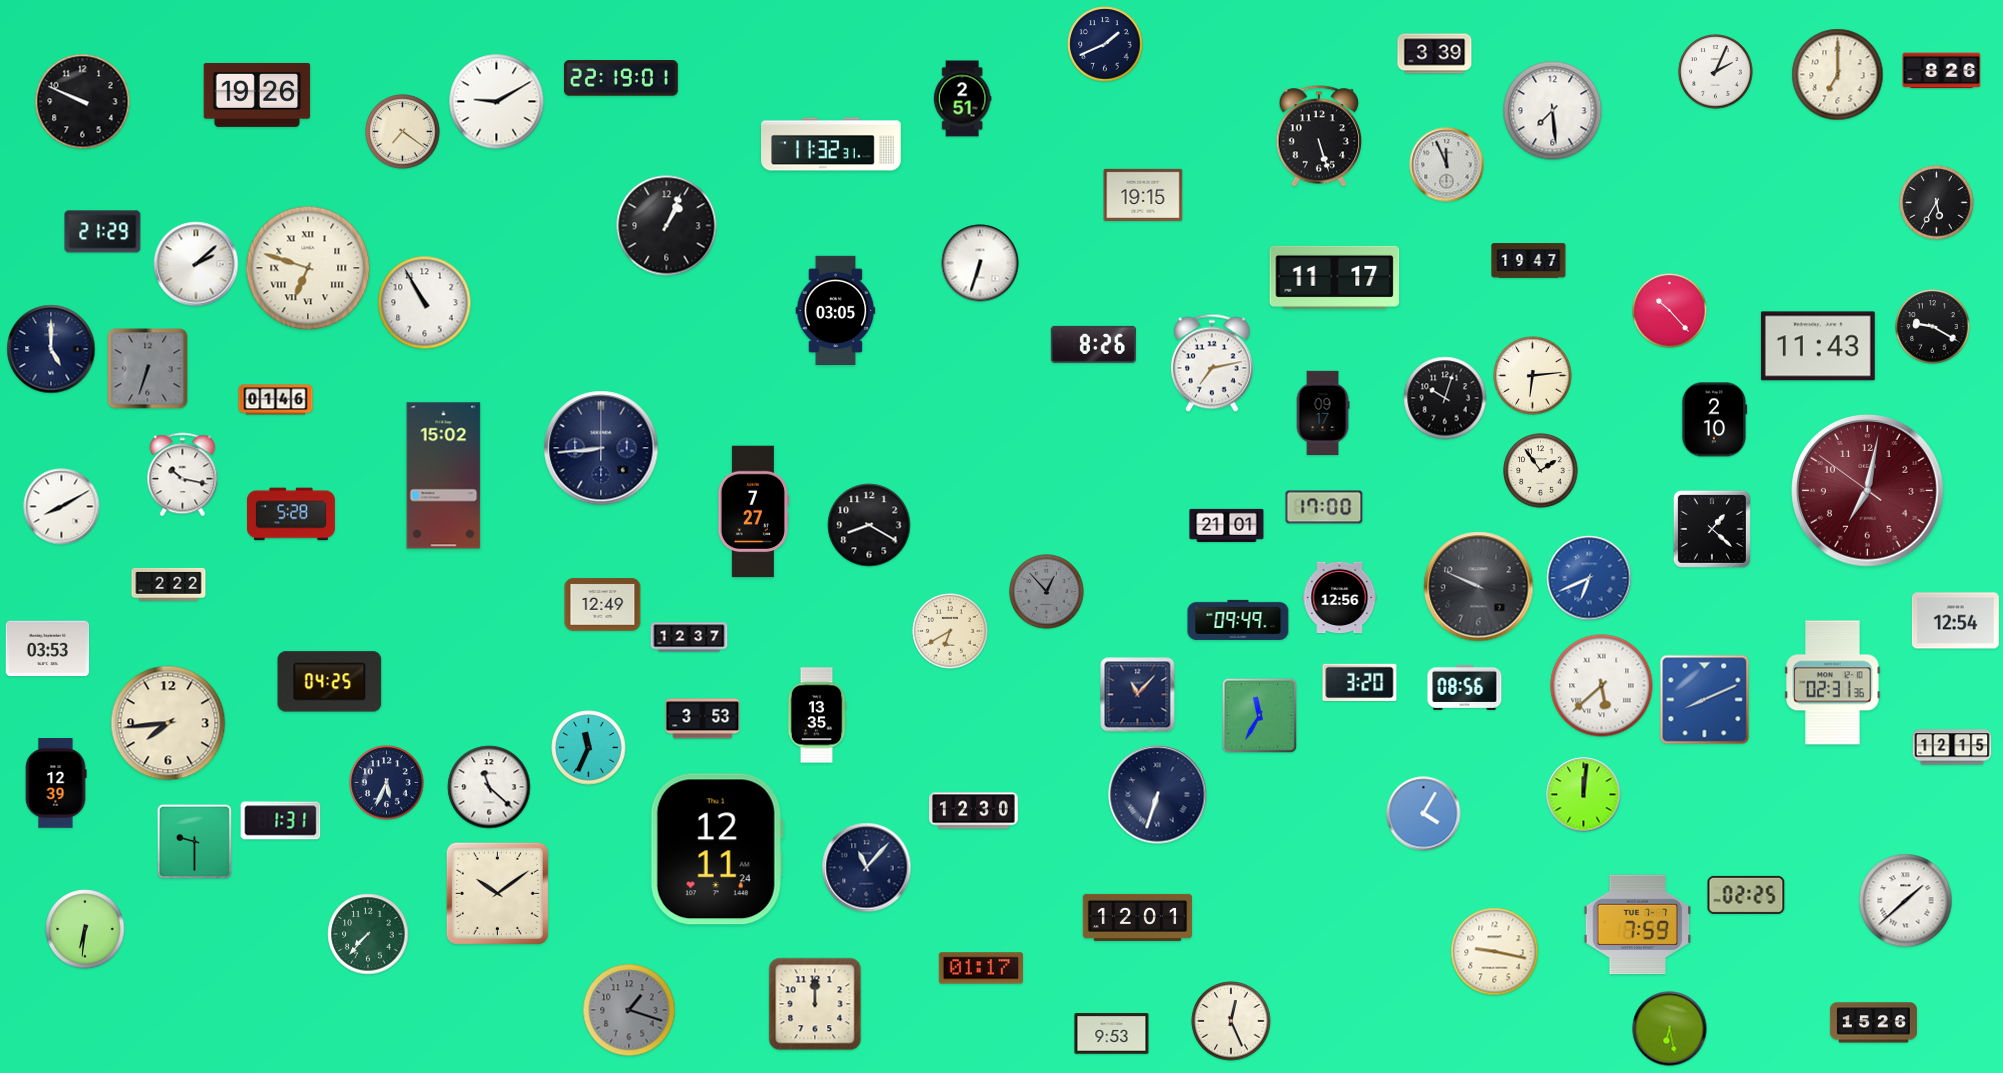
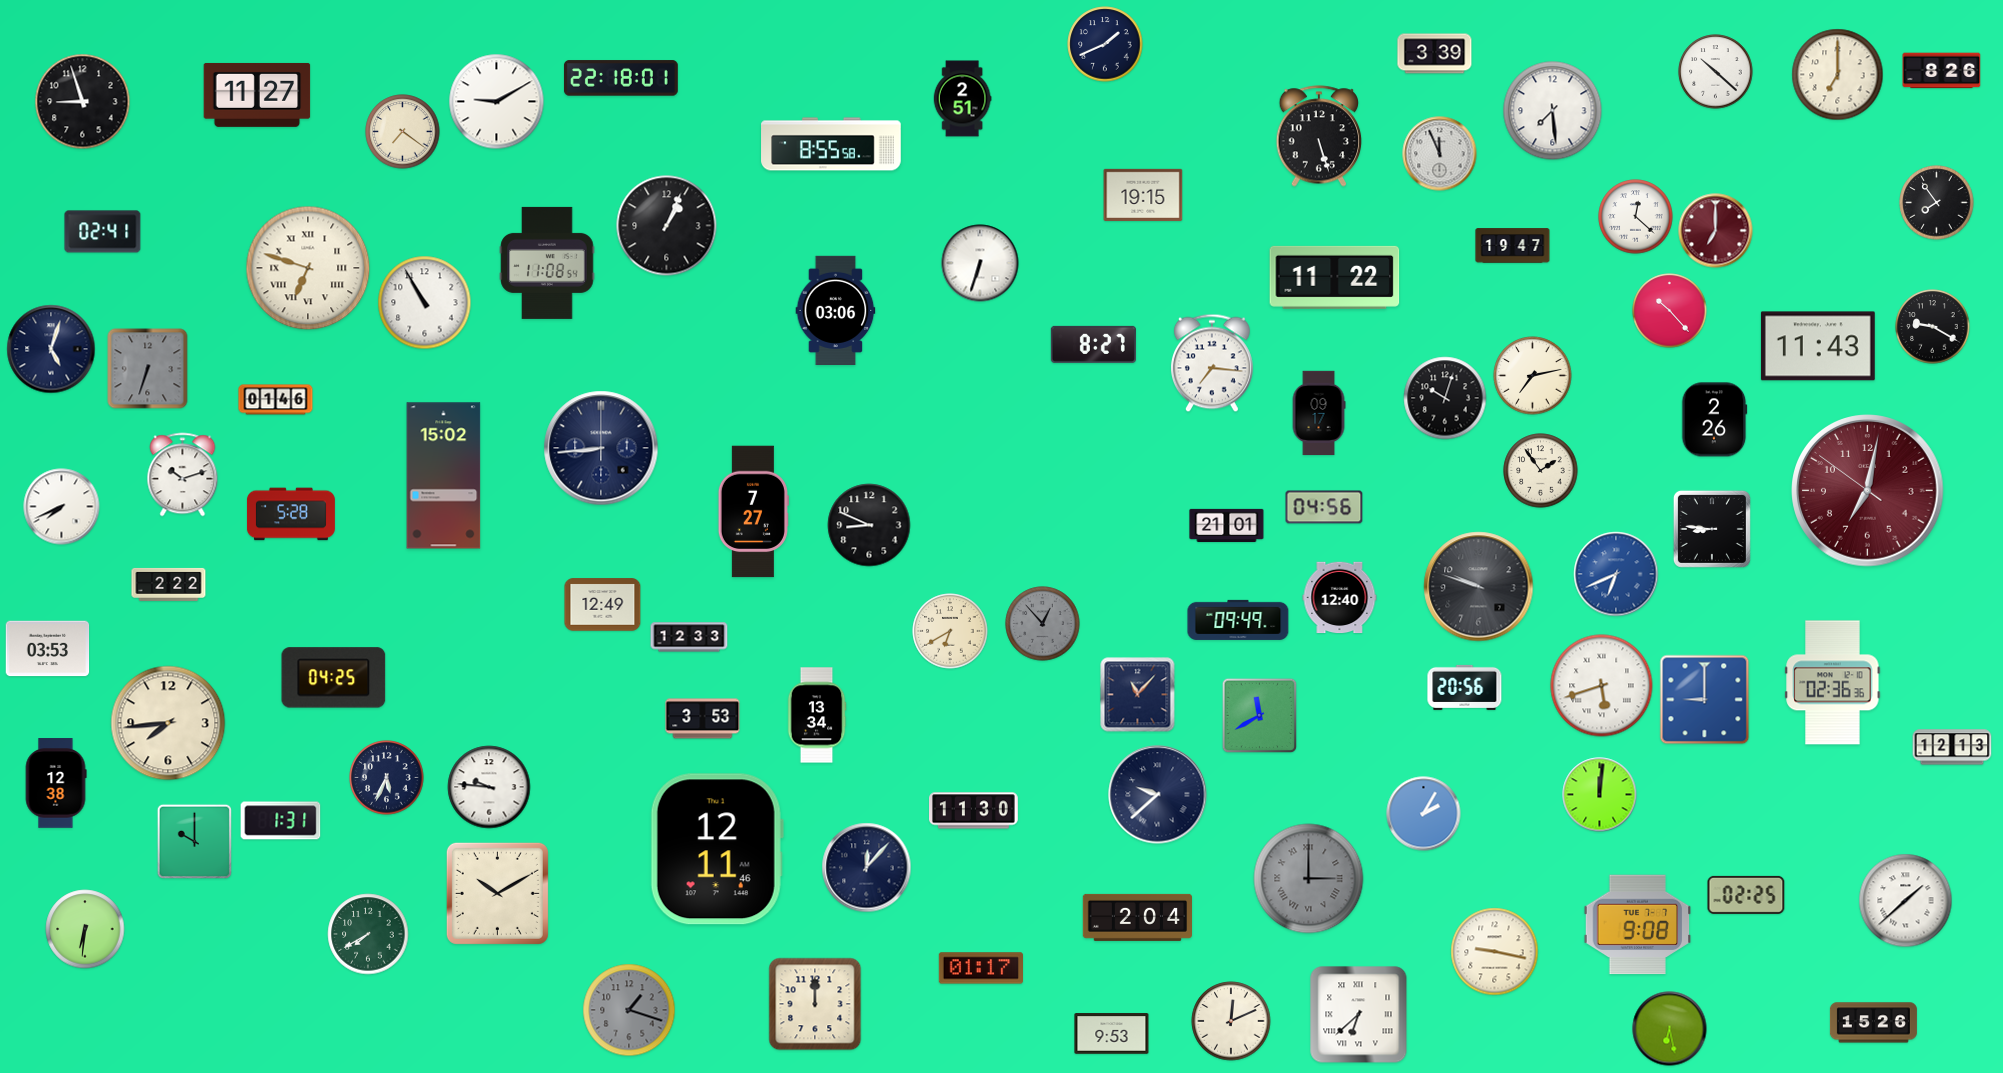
clock at (1716, 72): 2:04 -> 10:22
clock at (621, 78): 22:19 -> 22:18
clock at (257, 95): 19:26 -> 11:27
clock at (83, 102): 9:49 -> 8:57
clock at (831, 144): 11:32 -> 8:55
clock at (1447, 165) position: (1447, 165) -> (1440, 154)
clock at (1937, 203): 5:35 -> 7:54
clock at (1636, 217): none -> 12:22
clock at (1716, 231): none -> 7:00
clock at (103, 232): 21:29 -> 02:41
clock at (1529, 261) position: (1529, 261) -> (1513, 246)
clock at (547, 263): none -> 11:08
clock at (196, 264): 2:08 -> none
clock at (1335, 277): 11:17 -> 11:22
clock at (836, 310): 03:05 -> 03:06
clock at (1093, 344): 8:26 -> 8:27
clock at (51, 349): 5:00 -> 5:03
clock at (1212, 363): 7:13 -> 7:16
clock at (1533, 376): 6:14 -> 7:13
clock at (1323, 413) position: (1323, 413) -> (1319, 413)
clock at (1714, 420): 2:10 -> 2:26
clock at (183, 475): 10:17 -> 10:12
clock at (62, 507): 8:10 -> 7:41
clock at (1324, 507): 17:00 -> 04:56
clock at (869, 525): 8:20 -> 8:49
clock at (1712, 529): 1:22 -> 8:46
clock at (1589, 578) position: (1589, 578) -> (1616, 574)
clock at (1479, 587): 9:49 -> 9:48
clock at (1047, 592) position: (1047, 592) -> (1043, 624)
clock at (1340, 598): 12:56 -> 12:40
clock at (1955, 621): 12:54 -> none
clock at (689, 637): 12:37 -> 12:33
clock at (330, 682) position: (330, 682) -> (334, 678)
clock at (1360, 682): 3:20 -> none
clock at (1833, 683): 02:31 -> 02:36
clock at (1602, 686): 5:38 -> 5:42
clock at (1465, 687): 08:56 -> 20:56
clock at (1705, 700): 8:11 -> 9:00
clock at (817, 715): 13:35 -> 13:34
clock at (1260, 716): 11:35 -> 11:40
clock at (1952, 747): 12:15 -> 12:13
clock at (589, 748): 11:34 -> none
clock at (56, 783): 12:39 -> 12:38
clock at (387, 783) position: (387, 783) -> (387, 778)
clock at (489, 787): 11:22 -> 9:46
clock at (1158, 795): 6:33 -> 9:38
clock at (1584, 795) position: (1584, 795) -> (1600, 795)
clock at (974, 811): 12:30 -> 11:30
clock at (1424, 814): 4:05 -> 2:05
clock at (195, 842): 9:30 -> 10:00
clock at (717, 849): 12:11:24 -> 12:11:46
clock at (867, 868): 11:07 -> 12:07
clock at (1309, 879): none -> 3:00
clock at (497, 893): 10:09 -> 10:10
clock at (1137, 917): 12:01 -> 2:04
clock at (1638, 925): 7:59 -> 9:08
clock at (368, 934): 7:37 -> 7:40
clock at (1359, 1015): none -> 6:38
clock at (1231, 1021): 12:26 -> 12:11
